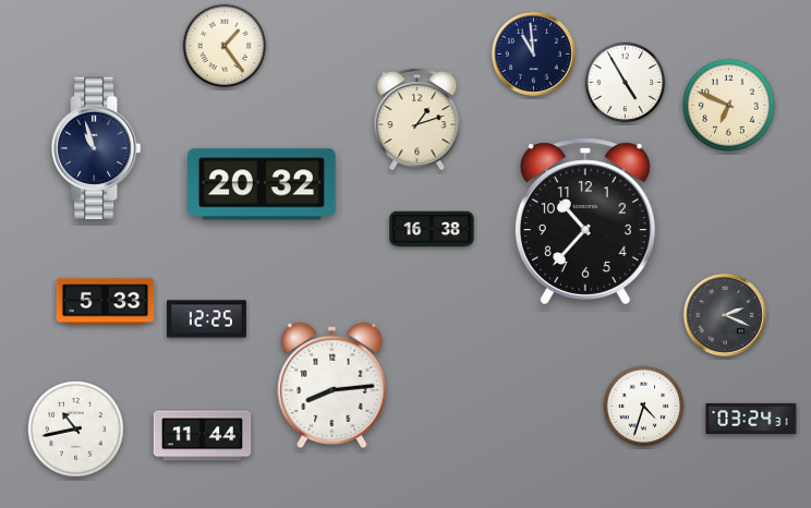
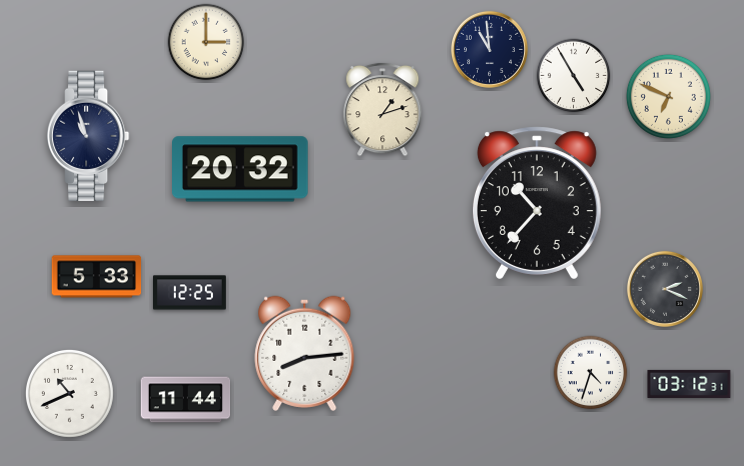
clock at (225, 46): 1:24 -> 3:00
clock at (432, 229): 16:38 -> none
clock at (751, 419): 03:24 -> 03:12
clock at (75, 428): 10:43 -> 10:41
